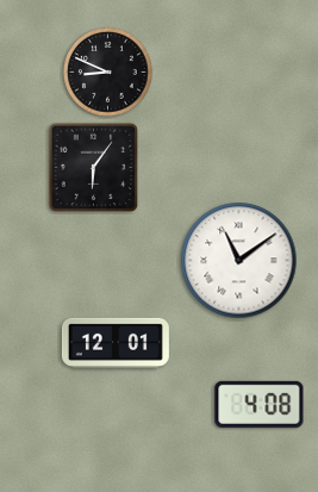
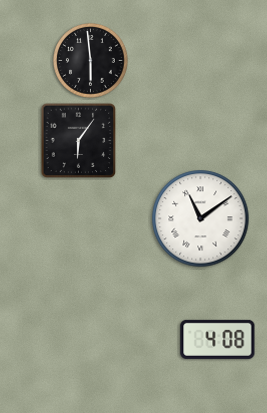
clock at (108, 73): 8:49 -> 5:59
clock at (116, 343): 12:01 -> none
